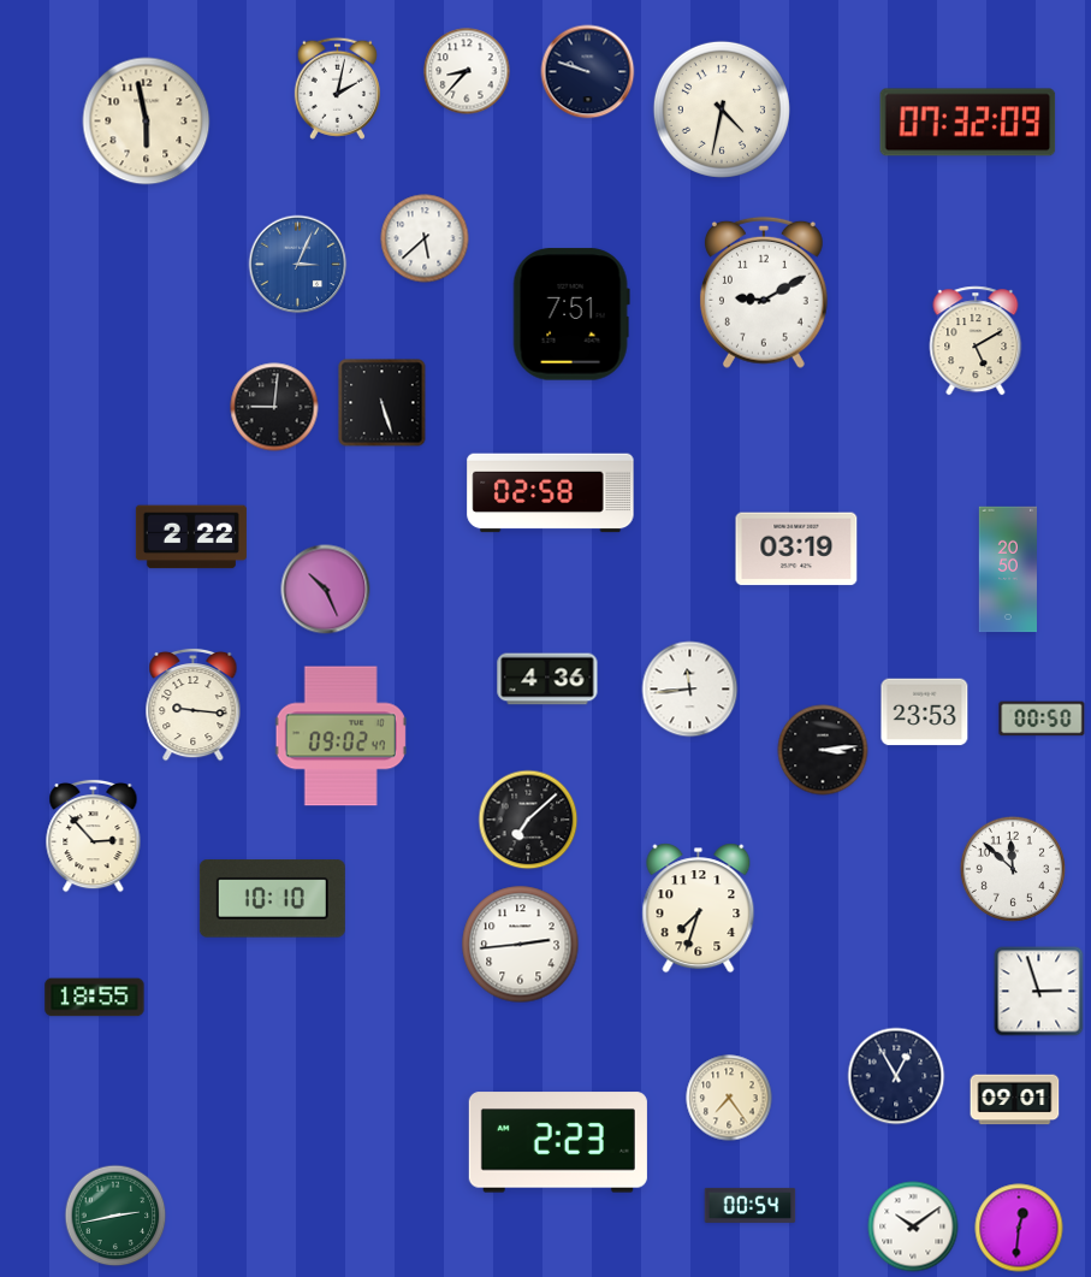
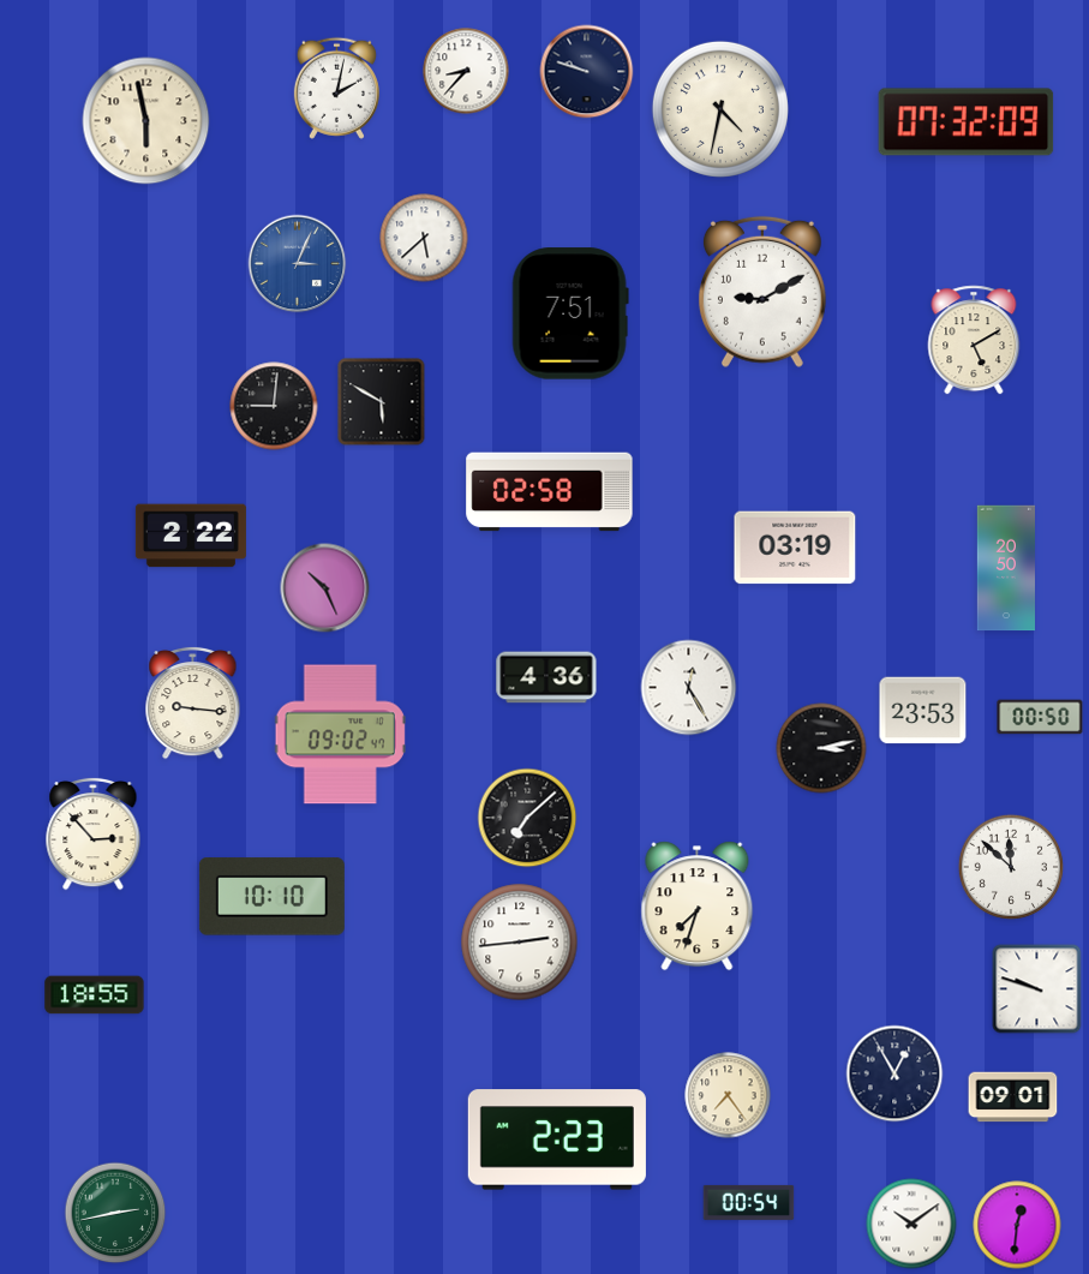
clock at (383, 403): 5:27 -> 5:50
clock at (690, 690): 11:44 -> 12:25
clock at (823, 750): 3:14 -> 3:13
clock at (1039, 992): 2:57 -> 9:48
